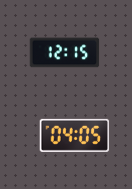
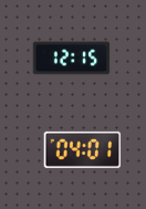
clock at (75, 135): 04:05 -> 04:01
